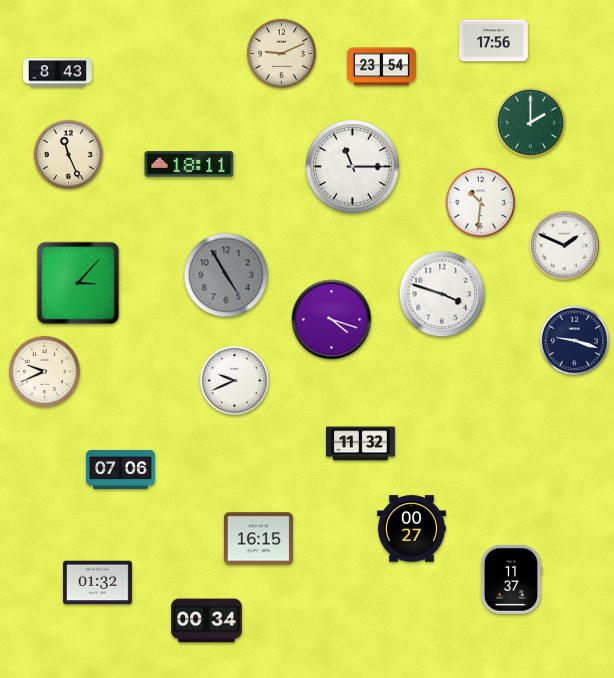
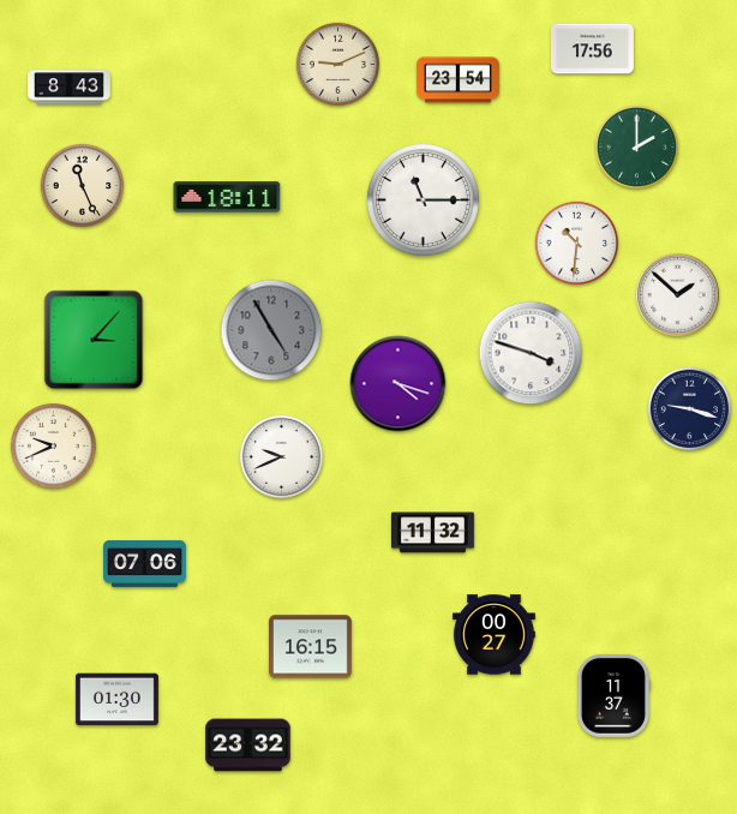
clock at (565, 246): 1:49 -> 1:52
clock at (97, 583): 01:32 -> 01:30
clock at (207, 621): 00:34 -> 23:32
